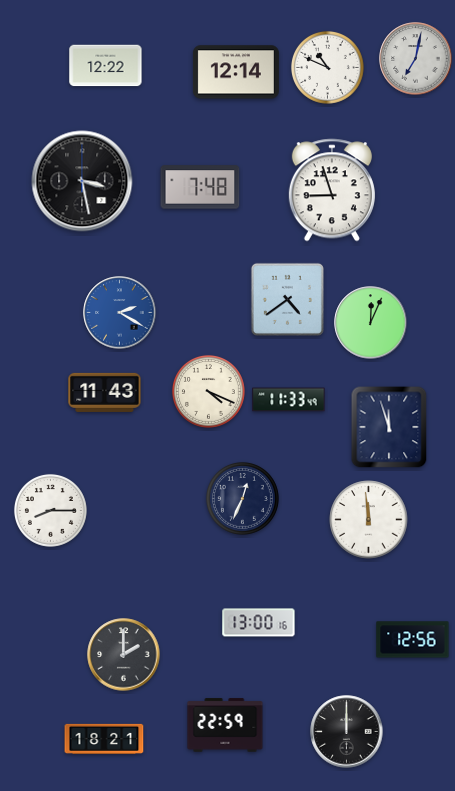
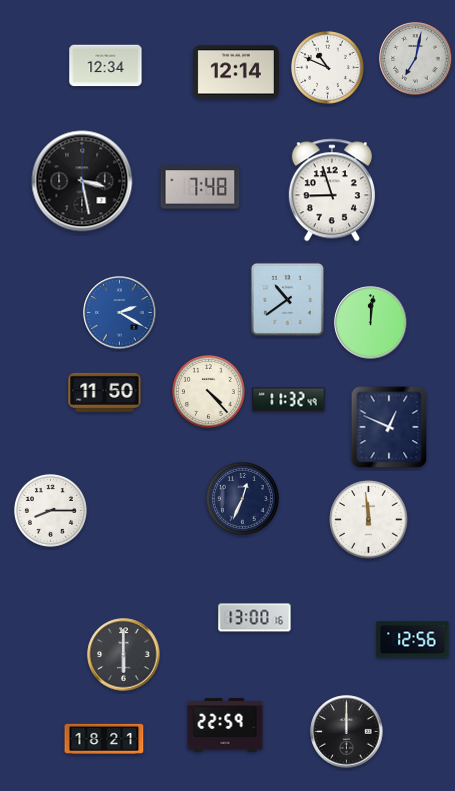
clock at (106, 66): 12:22 -> 12:34
clock at (287, 299): 4:39 -> 10:39
clock at (371, 323): 12:04 -> 12:01
clock at (208, 391): 4:19 -> 4:23
clock at (105, 392): 11:43 -> 11:50
clock at (289, 400): 11:33 -> 11:32
clock at (389, 427): 11:57 -> 12:49
clock at (259, 623) position: (259, 623) -> (255, 618)
clock at (124, 655): 2:00 -> 6:00
